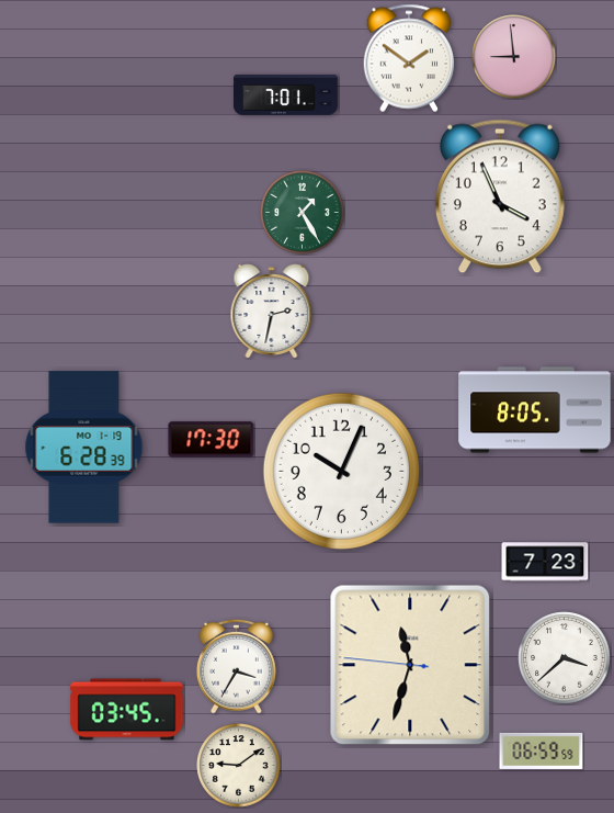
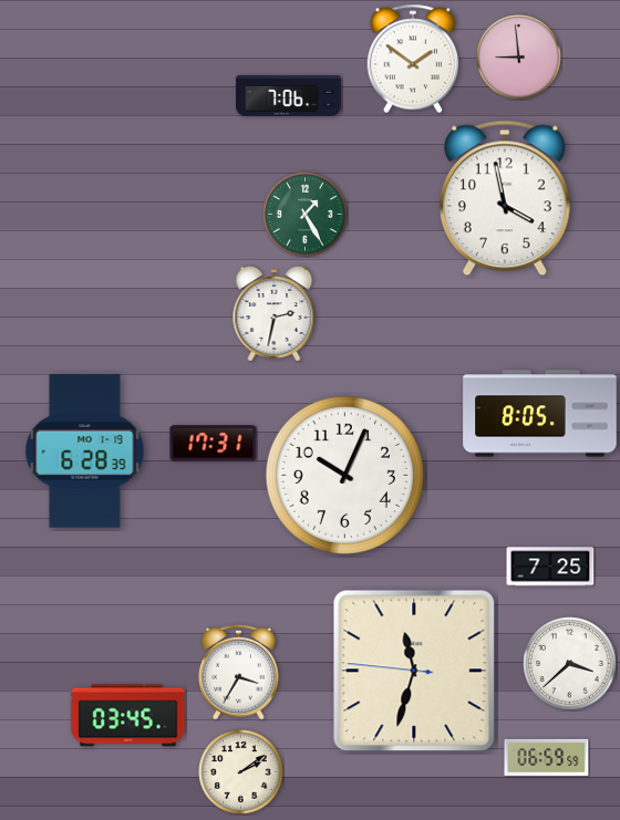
clock at (285, 94): 7:01 -> 7:06
clock at (500, 196): 3:56 -> 3:58
clock at (212, 440): 17:30 -> 17:31
clock at (545, 562): 7:23 -> 7:25
clock at (239, 766): 9:09 -> 2:09
